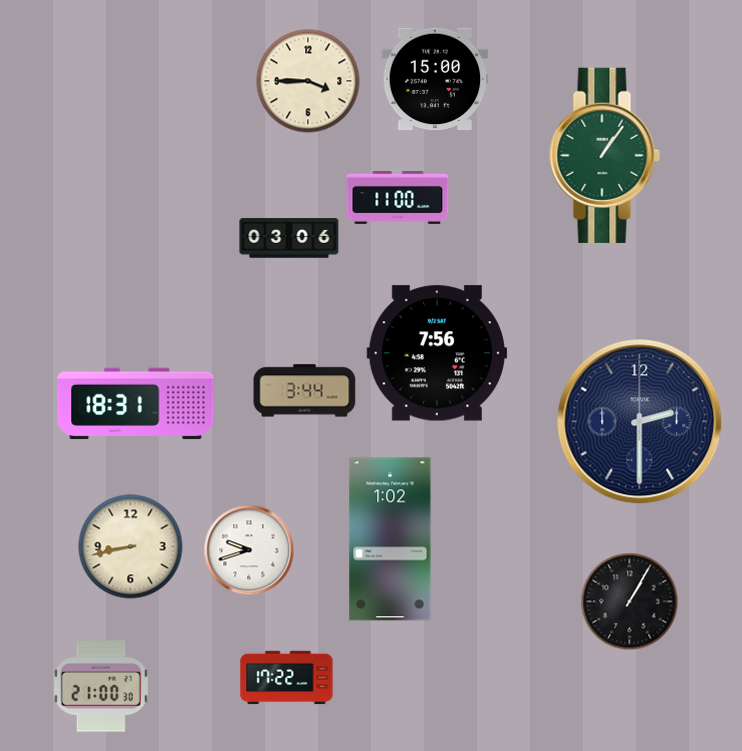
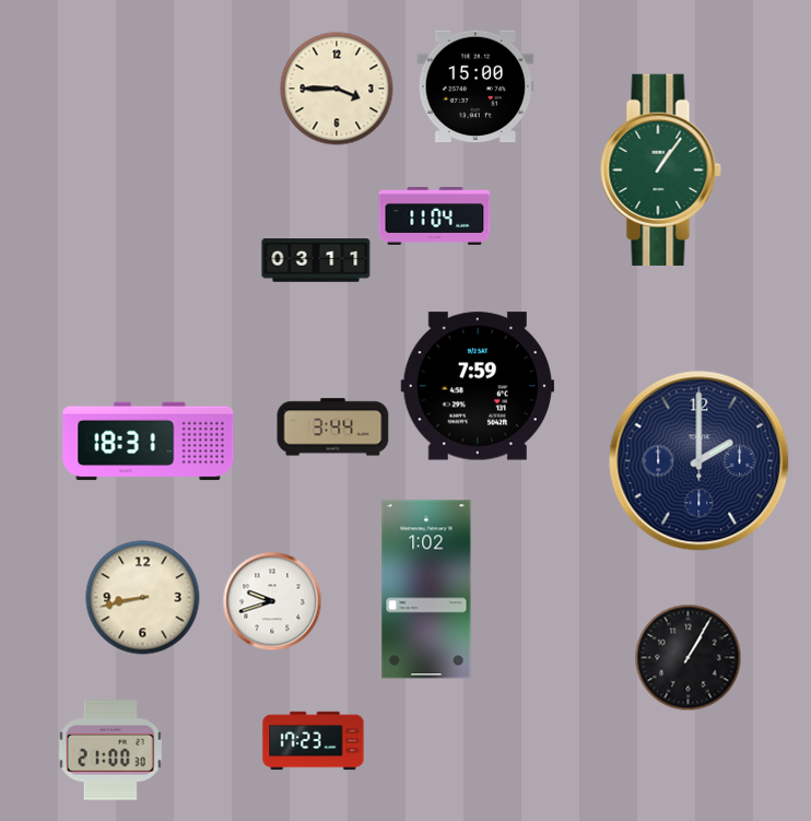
clock at (398, 198): 11:00 -> 11:04
clock at (289, 238): 03:06 -> 03:11
clock at (437, 353): 7:56 -> 7:59
clock at (640, 422): 2:30 -> 2:00
clock at (287, 678): 17:22 -> 17:23
